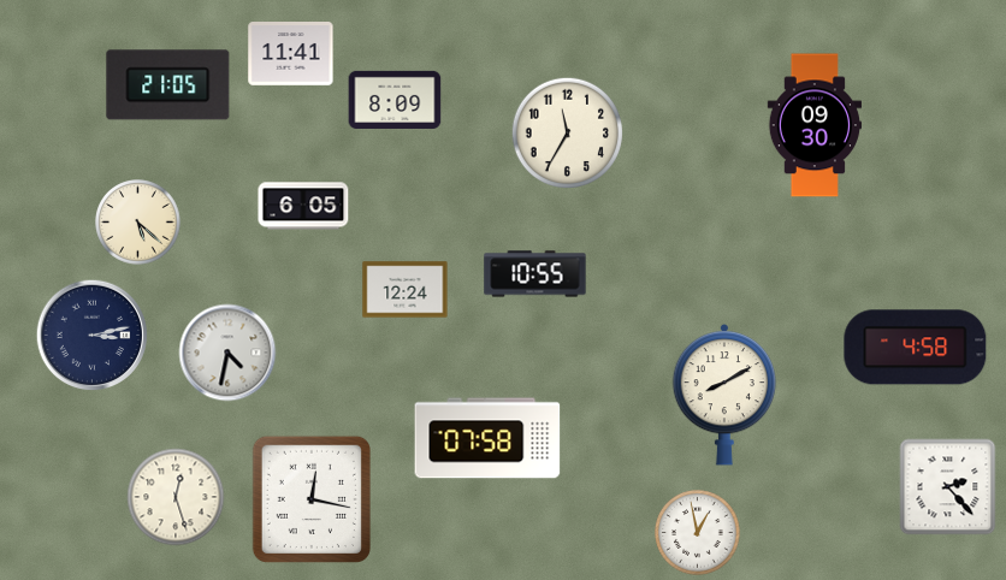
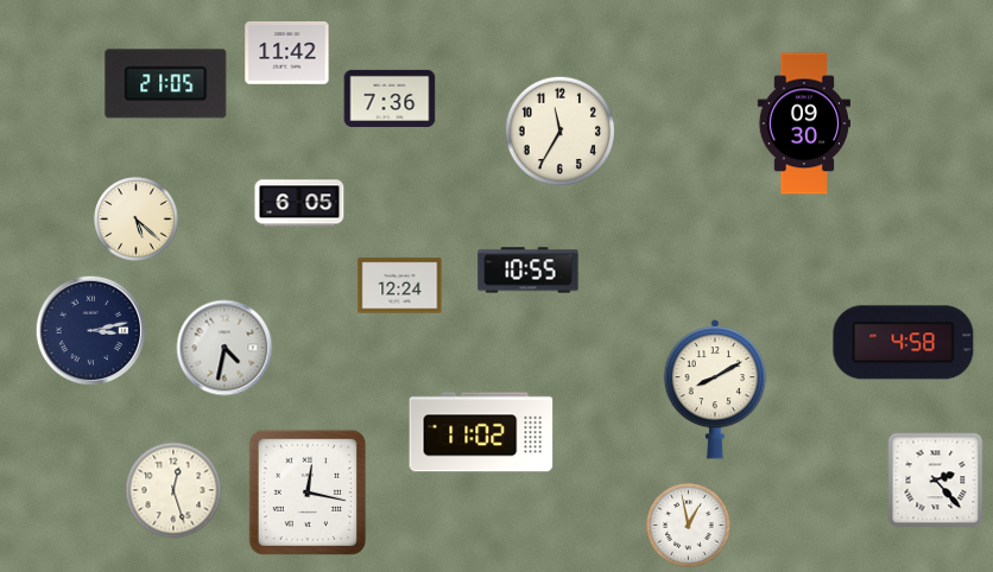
clock at (291, 54): 11:41 -> 11:42
clock at (395, 100): 8:09 -> 7:36
clock at (487, 438): 07:58 -> 11:02
